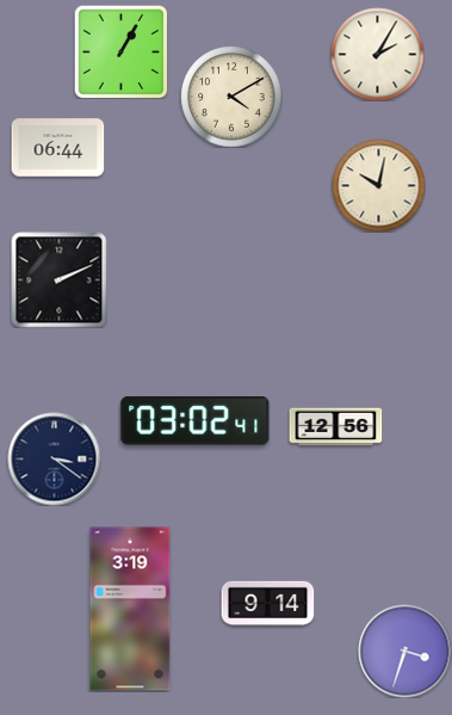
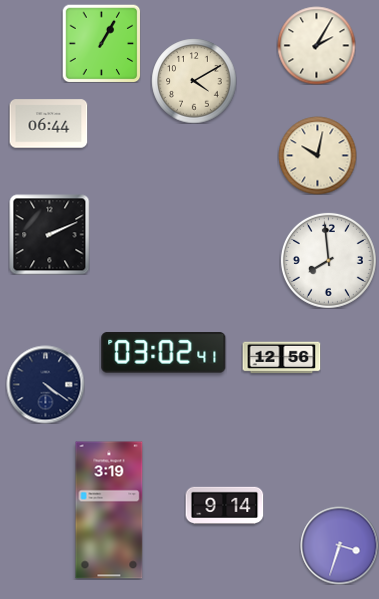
clock at (328, 260): none -> 7:59
clock at (54, 458): 3:21 -> 4:21
